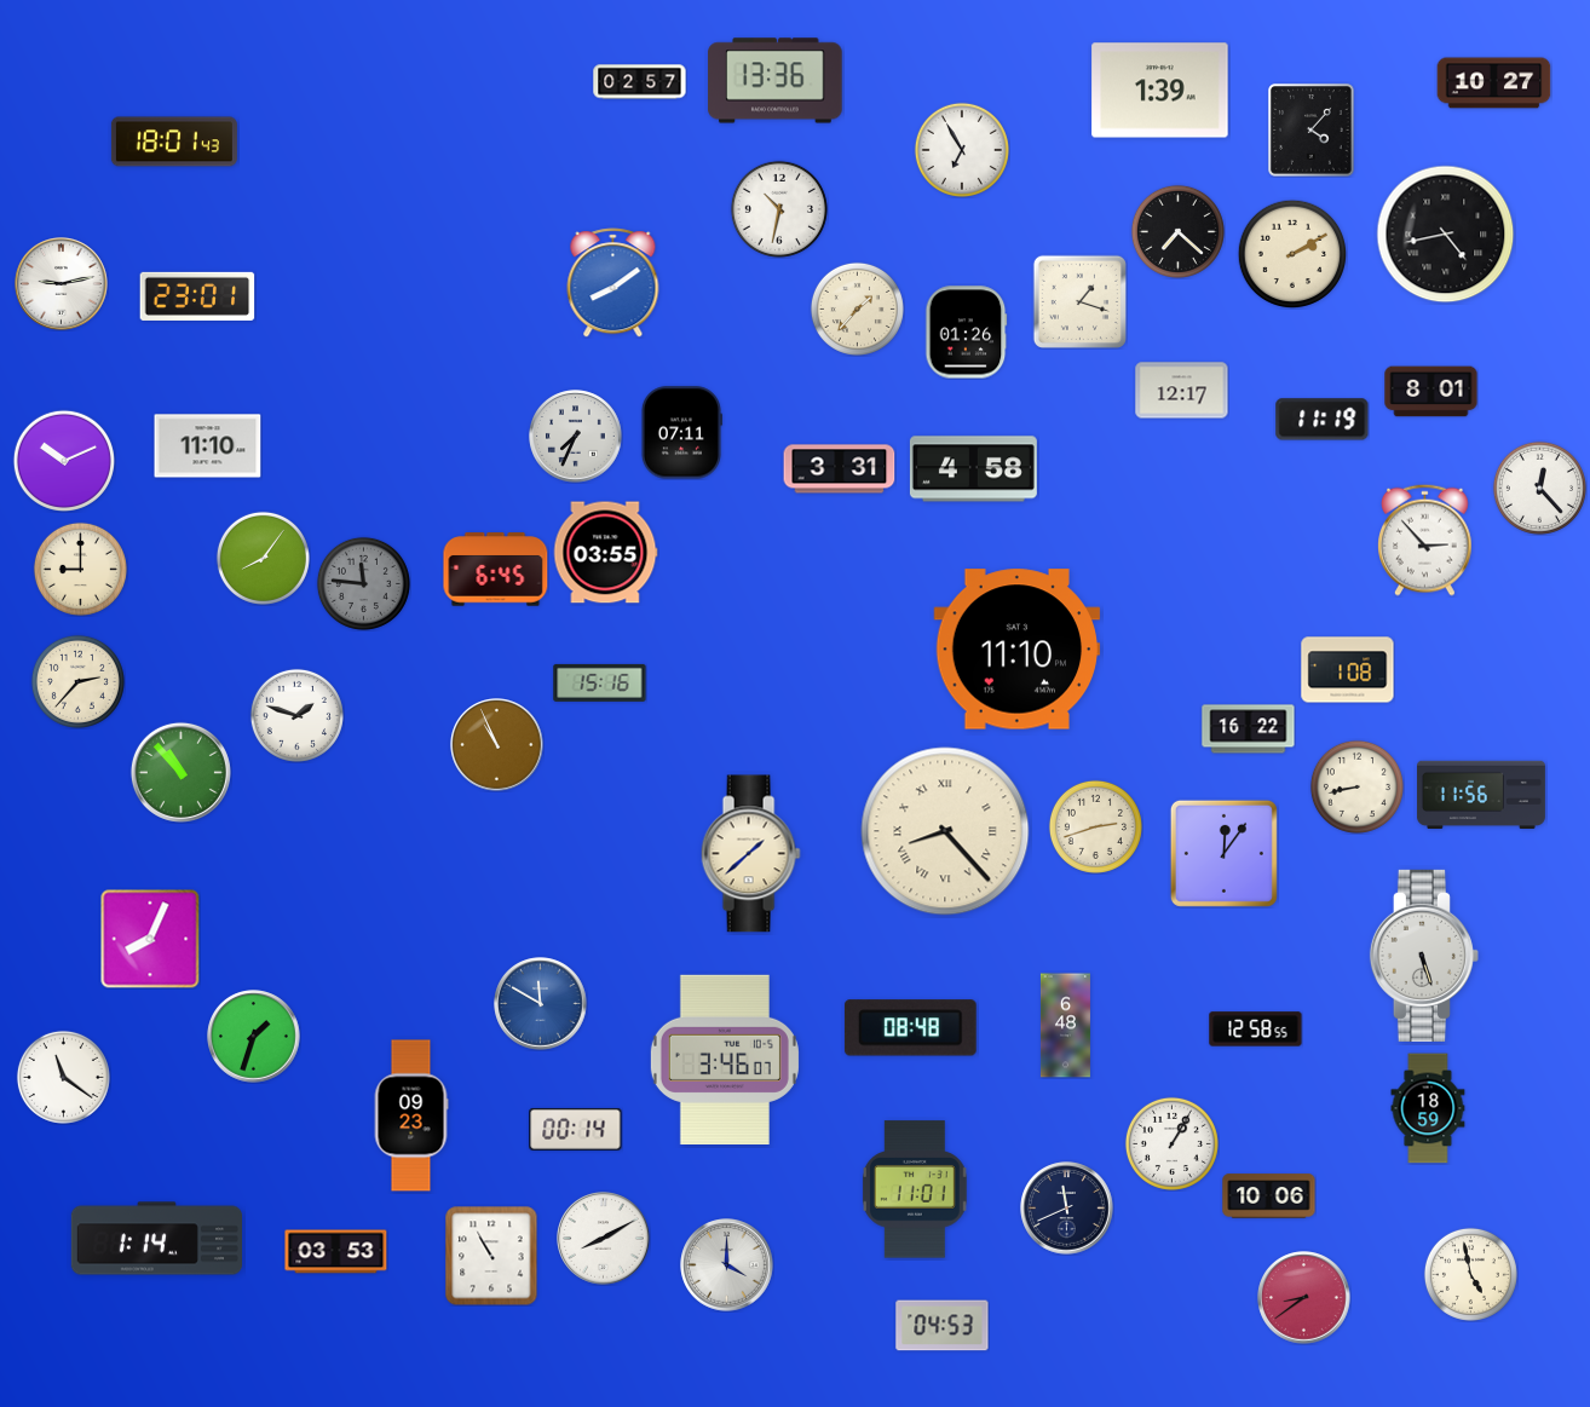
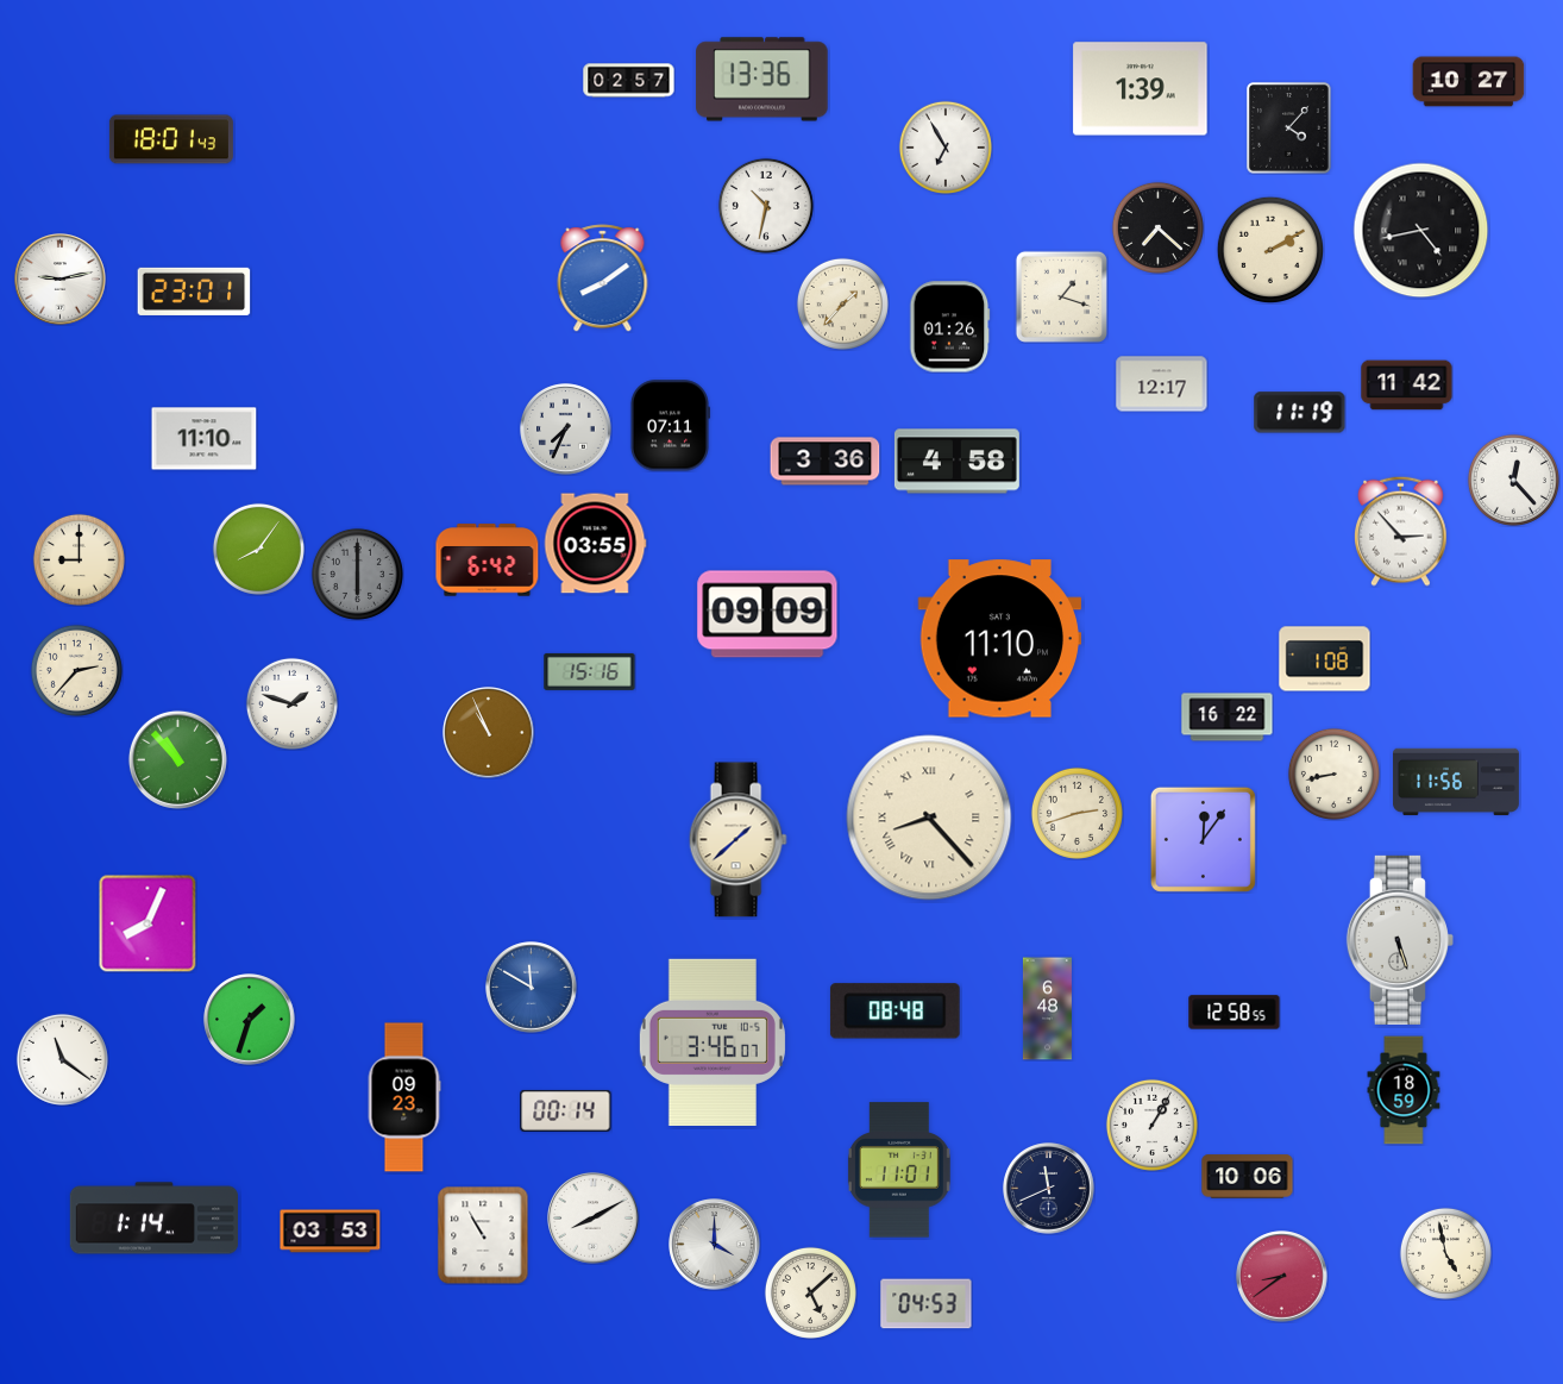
clock at (1431, 392): 8:01 -> 11:42
clock at (63, 460): 10:11 -> none
clock at (840, 469): 3:31 -> 3:36
clock at (496, 570): 6:45 -> 6:42
clock at (363, 583): 11:46 -> 6:00
clock at (767, 614): none -> 09:09
clock at (810, 1292): none -> 5:08
